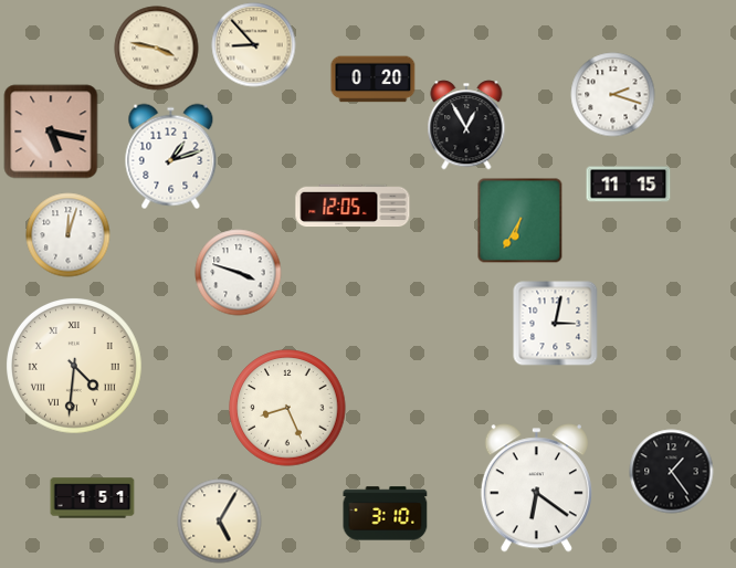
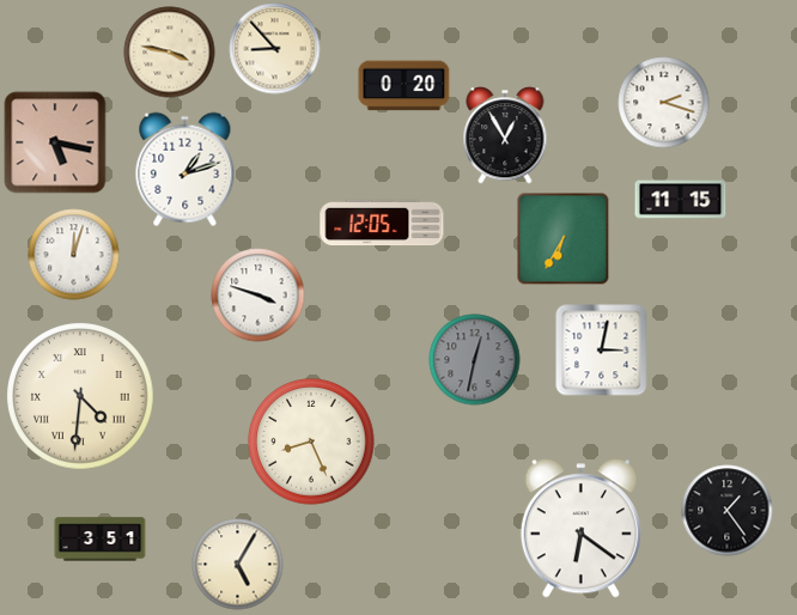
clock at (475, 360): none -> 12:32
clock at (93, 498): 1:51 -> 3:51
clock at (386, 514): 3:10 -> none
